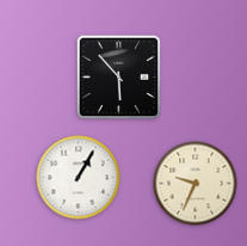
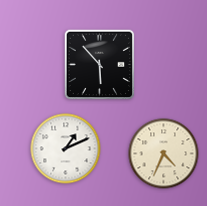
clock at (79, 178): 1:05 -> 1:11
clock at (196, 184): 9:34 -> 4:34
